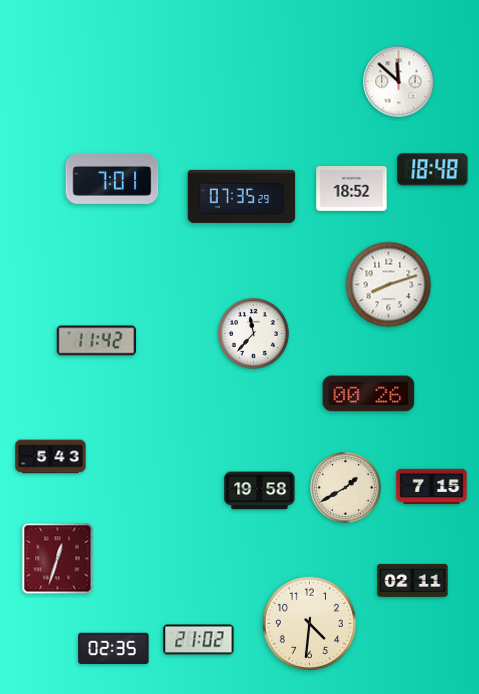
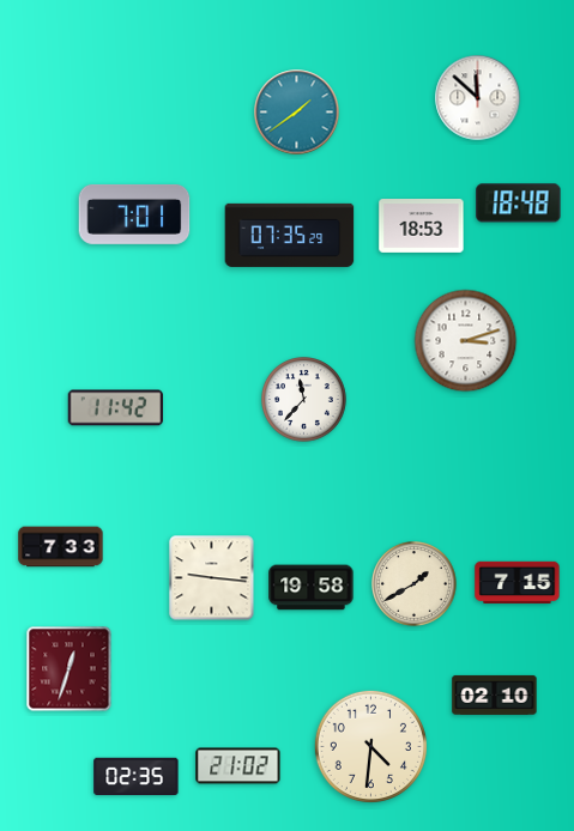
clock at (297, 113): none -> 1:39
clock at (352, 189): 18:52 -> 18:53
clock at (389, 285): 8:12 -> 3:12
clock at (369, 394): 00:26 -> none
clock at (51, 457): 5:43 -> 7:33
clock at (212, 578): none -> 9:16
clock at (413, 580): 02:11 -> 02:10
